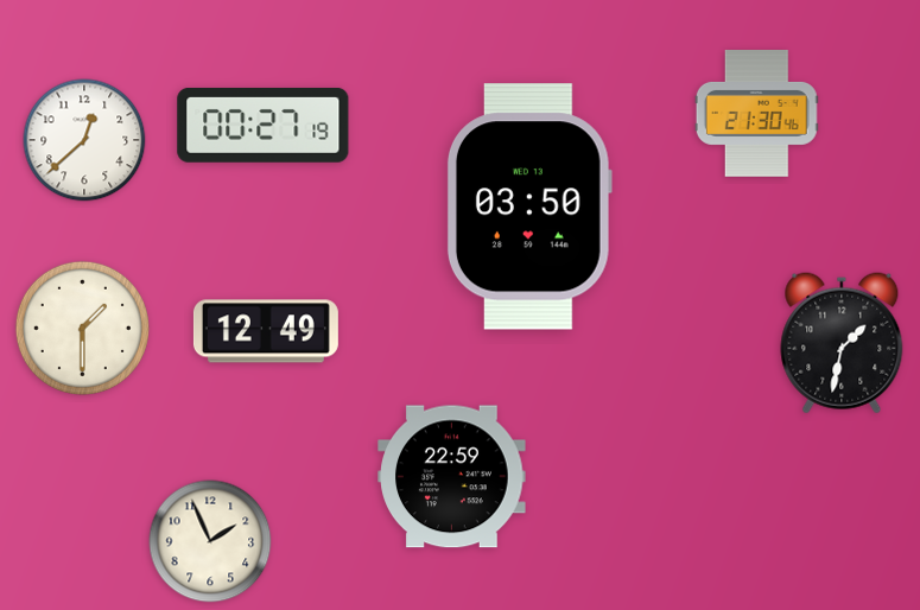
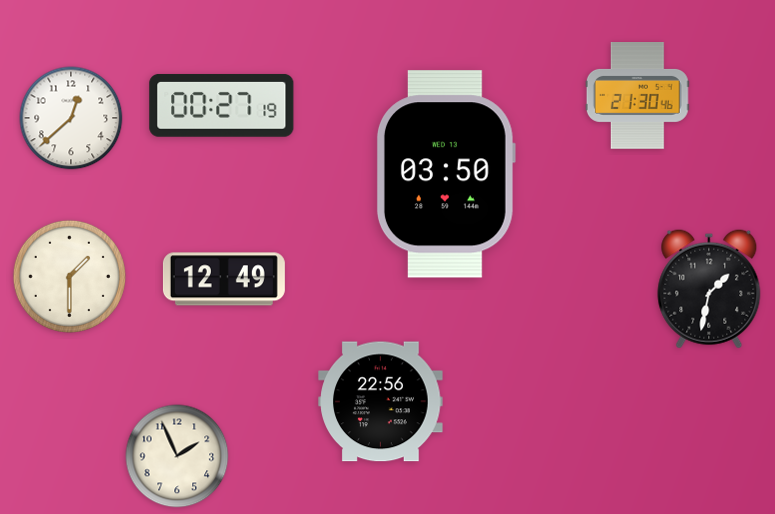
clock at (452, 477): 22:59 -> 22:56
